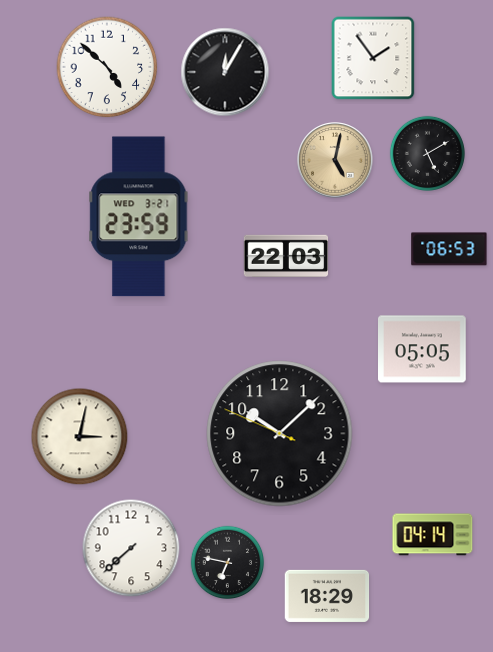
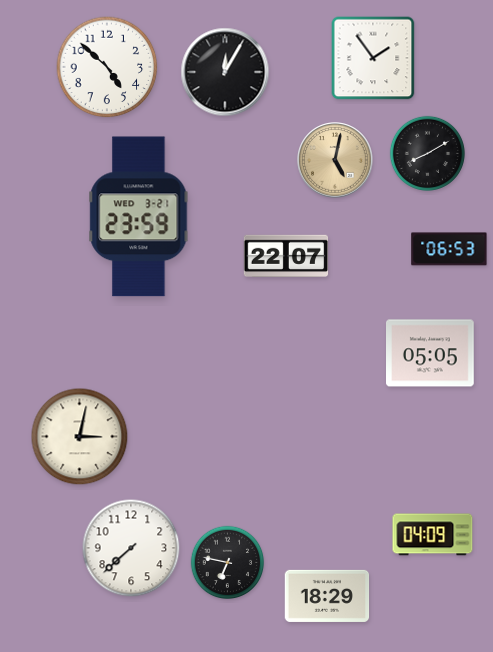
clock at (427, 153): 5:10 -> 8:10
clock at (286, 256): 22:03 -> 22:07
clock at (423, 349) position: (423, 349) -> (431, 353)
clock at (280, 434): 10:07 -> none
clock at (433, 535): 04:14 -> 04:09
